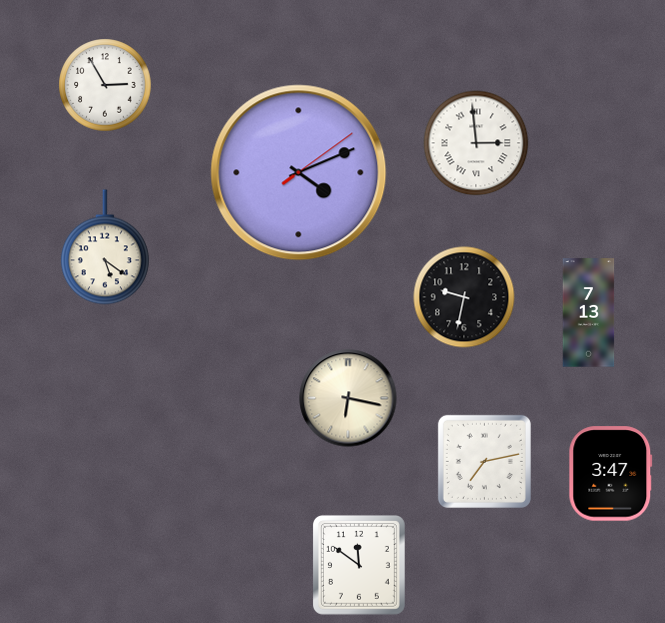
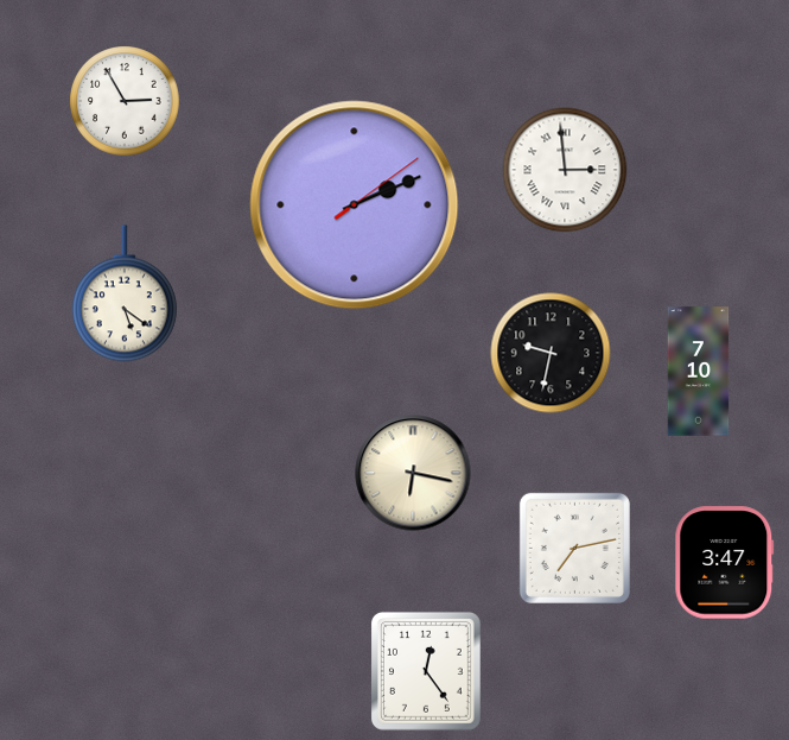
clock at (299, 173): 4:11 -> 2:11
clock at (589, 313): 7:13 -> 7:10
clock at (359, 565): 11:51 -> 12:24
